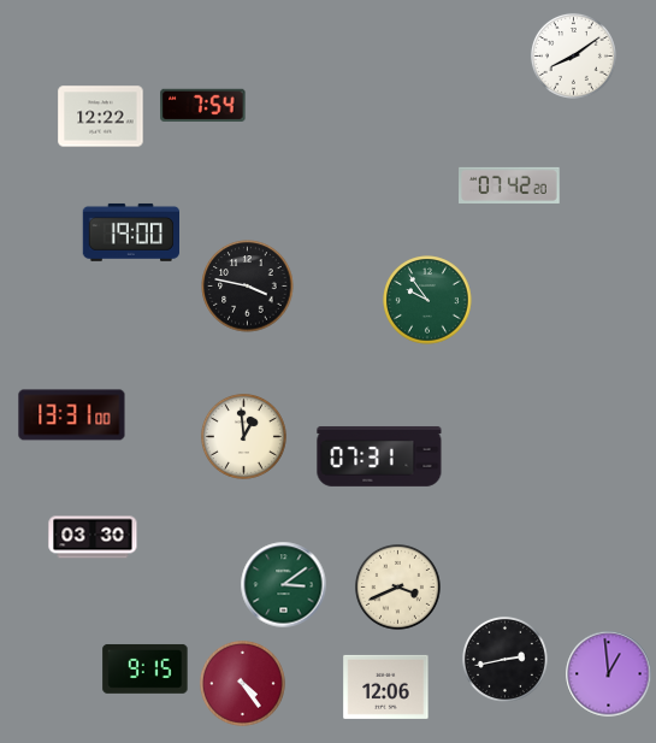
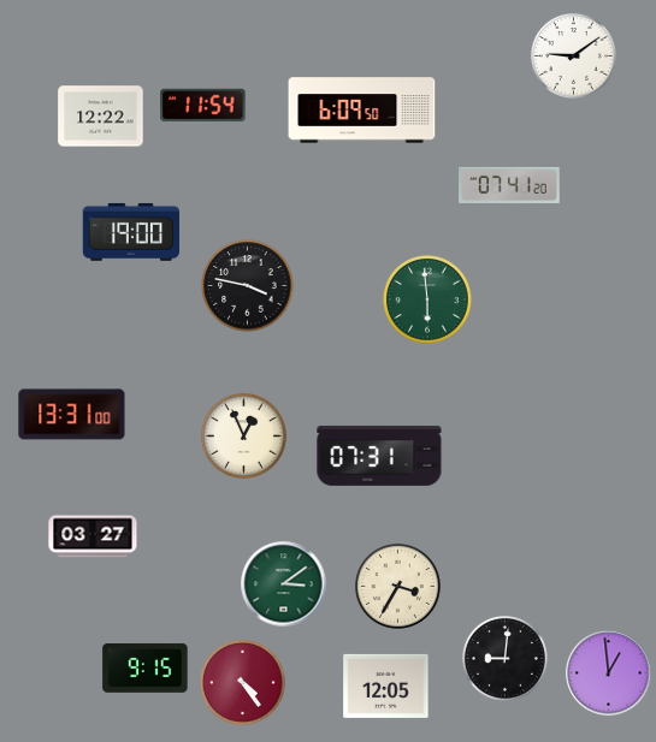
clock at (573, 55): 8:09 -> 9:09
clock at (203, 105): 7:54 -> 11:54
clock at (362, 111): none -> 6:09
clock at (509, 185): 07:42 -> 07:41
clock at (427, 300): 9:54 -> 5:59
clock at (243, 436): 12:59 -> 12:56
clock at (93, 537): 03:30 -> 03:27
clock at (397, 586): 3:41 -> 3:35
clock at (504, 659): 2:43 -> 9:01
clock at (386, 686): 12:06 -> 12:05
